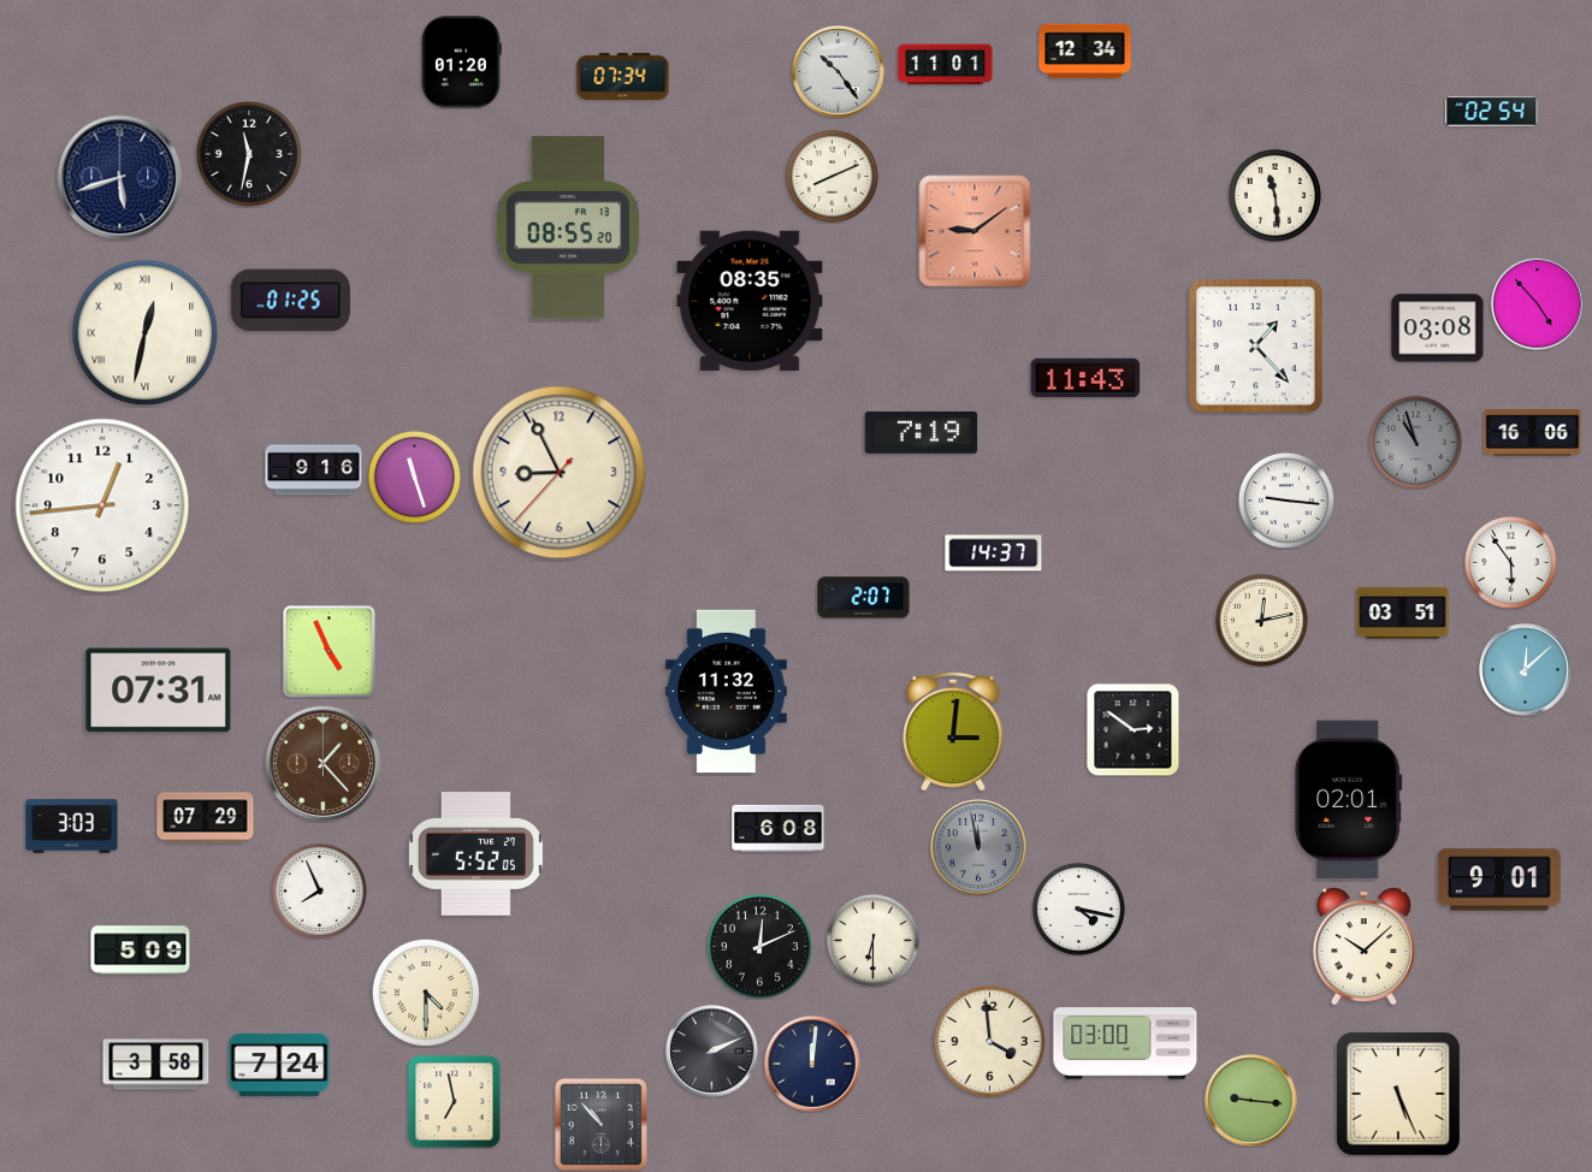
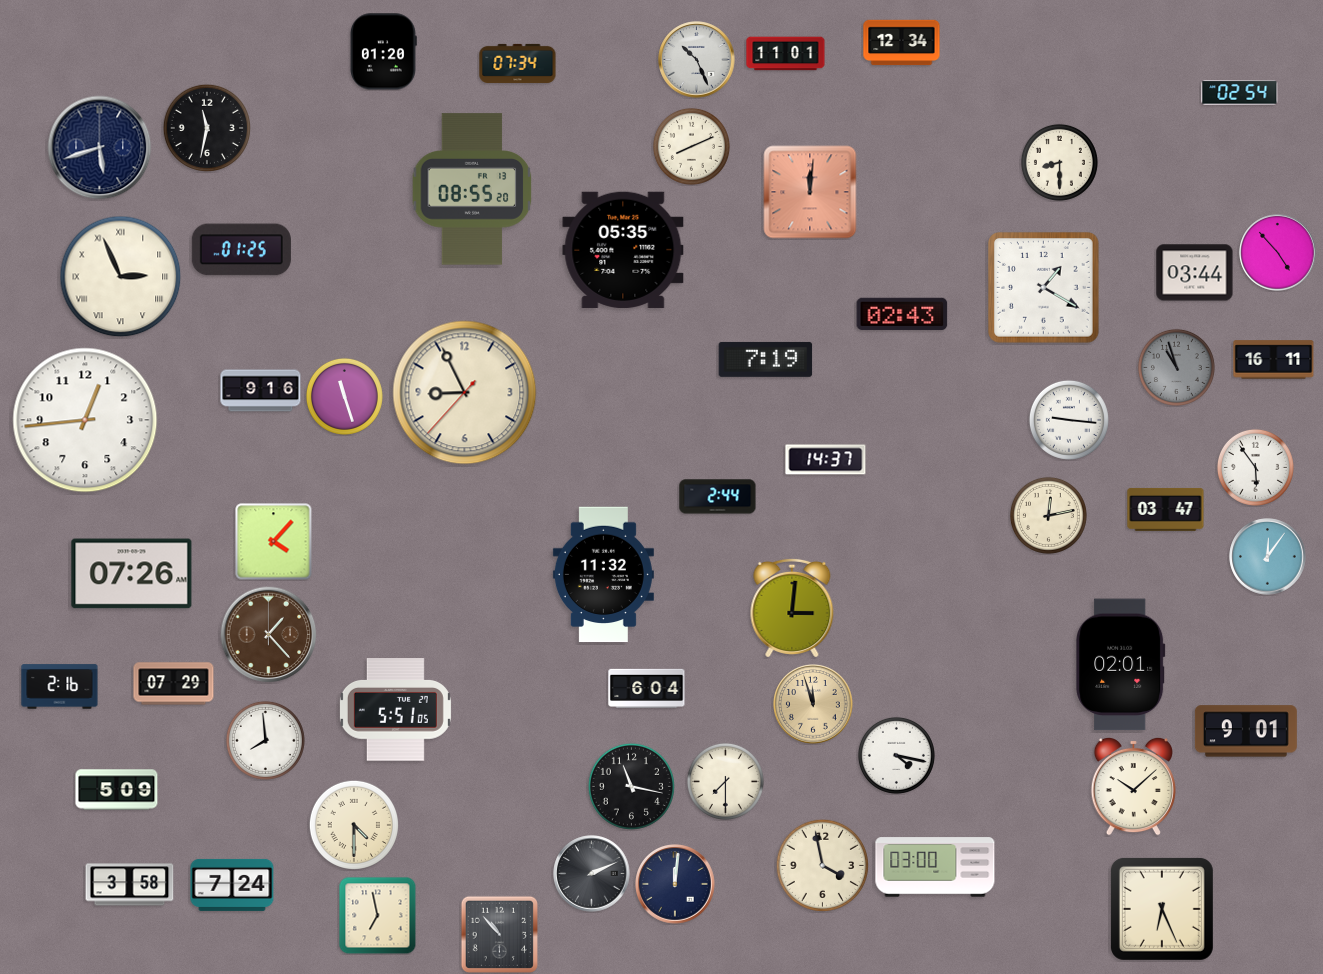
clock at (839, 72): 10:24 -> 10:26
clock at (1274, 195): 11:29 -> 8:30
clock at (975, 231): 9:09 -> 12:01
clock at (750, 301): 08:35 -> 05:35
clock at (1438, 328): 03:08 -> 03:44
clock at (146, 333): 12:32 -> 2:56
clock at (1256, 347): 1:23 -> 1:20
clock at (1085, 378): 11:43 -> 02:43
clock at (1533, 433): 16:06 -> 16:11
clock at (1286, 501) position: (1286, 501) -> (1069, 420)
clock at (864, 598): 2:07 -> 2:44
clock at (1403, 612): 03:51 -> 03:47
clock at (330, 652): 4:56 -> 4:07
clock at (1526, 670): 12:08 -> 12:06
clock at (159, 691): 07:31 -> 07:26
clock at (1132, 729): 2:51 -> none
clock at (206, 818) position: (206, 818) -> (174, 684)
clock at (72, 827): 3:03 -> 2:16
clock at (779, 828): 6:08 -> 6:04
clock at (980, 848): 11:58 -> 11:57
clock at (980, 848) dial: grey -> champagne
clock at (475, 854): 5:52 -> 5:51
clock at (319, 890): 7:56 -> 7:59
clock at (872, 940): 6:30 -> 7:30
clock at (759, 946): 12:11 -> 11:17
clock at (989, 1041): 3:59 -> 3:58
clock at (1398, 1094): 5:26 -> 6:26
clock at (1251, 1101): 9:16 -> none
